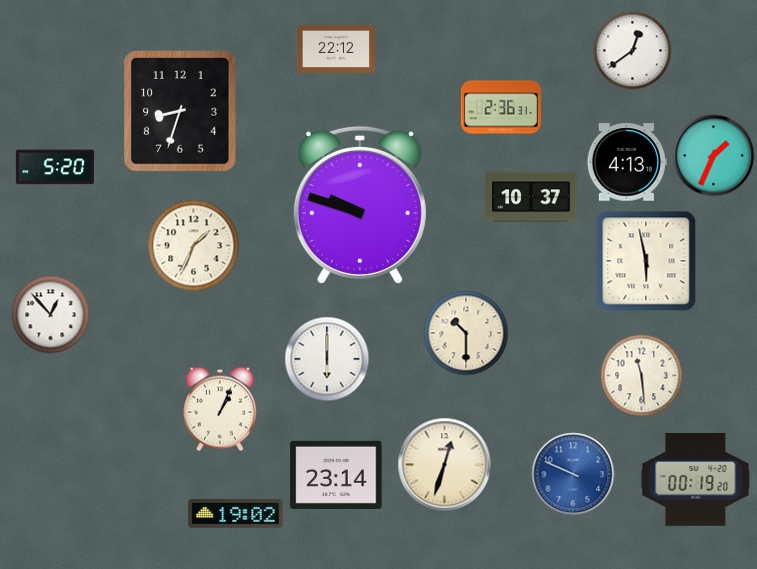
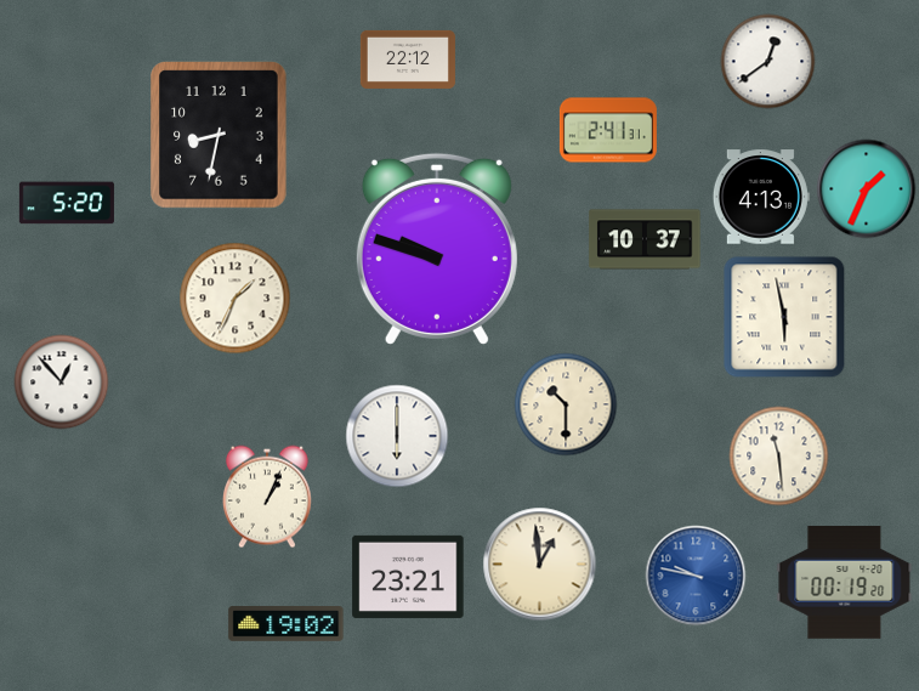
clock at (501, 107): 2:36 -> 2:41
clock at (180, 111): 8:33 -> 8:32
clock at (444, 464): 12:33 -> 12:59
clock at (573, 474): 9:49 -> 9:47
clock at (336, 475): 23:14 -> 23:21
